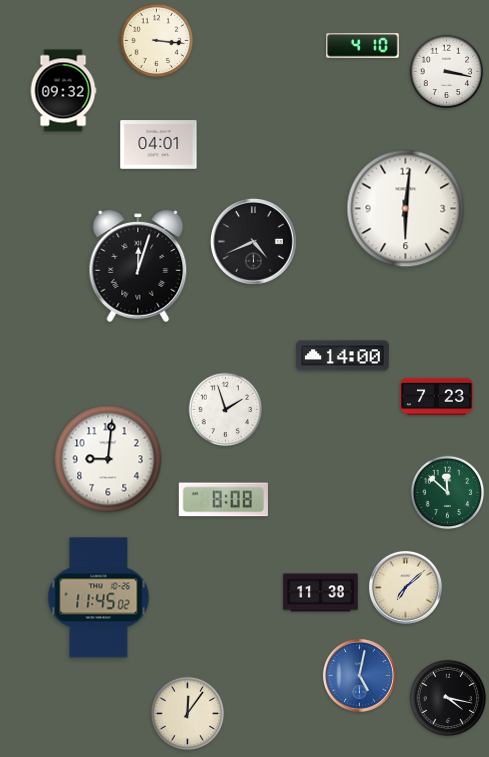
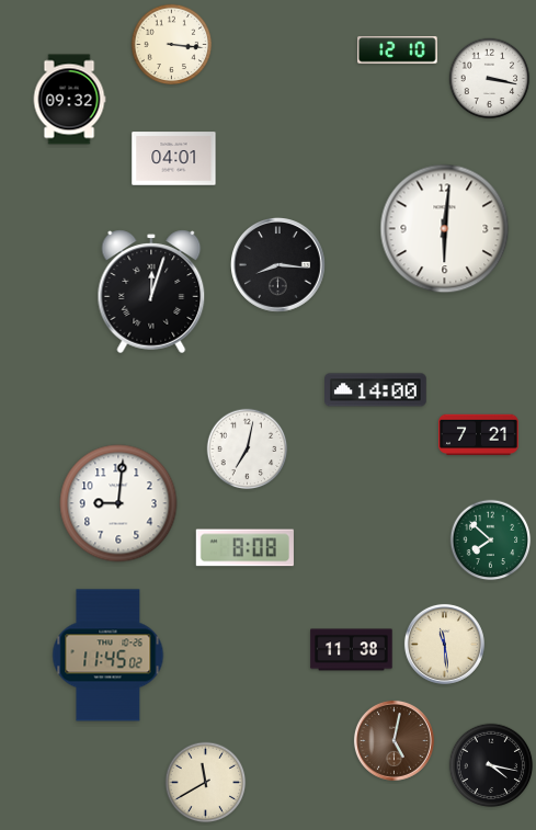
clock at (363, 46): 4:10 -> 12:10
clock at (254, 242): 4:41 -> 8:16
clock at (437, 397): 7:23 -> 7:21
clock at (226, 410): 1:57 -> 7:02
clock at (448, 493): 11:52 -> 7:52
clock at (405, 587): 7:08 -> 11:29
clock at (359, 675) dial: blue -> brown
clock at (188, 714): 12:06 -> 11:40
